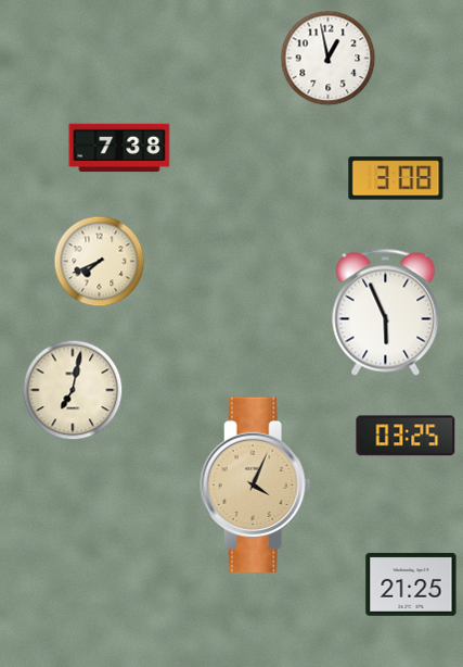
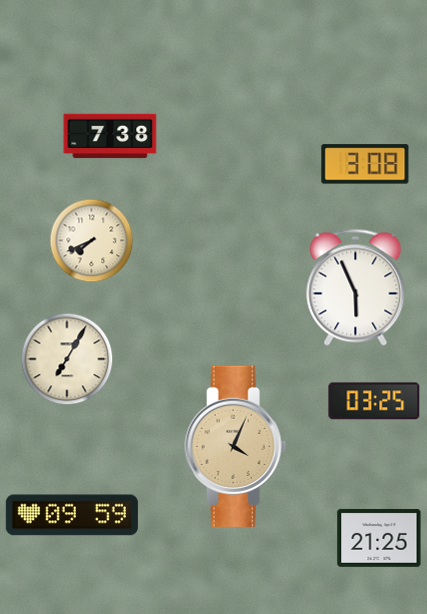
clock at (329, 59): 12:58 -> none
clock at (73, 390): 7:02 -> 7:05
clock at (72, 515): none -> 09:59
